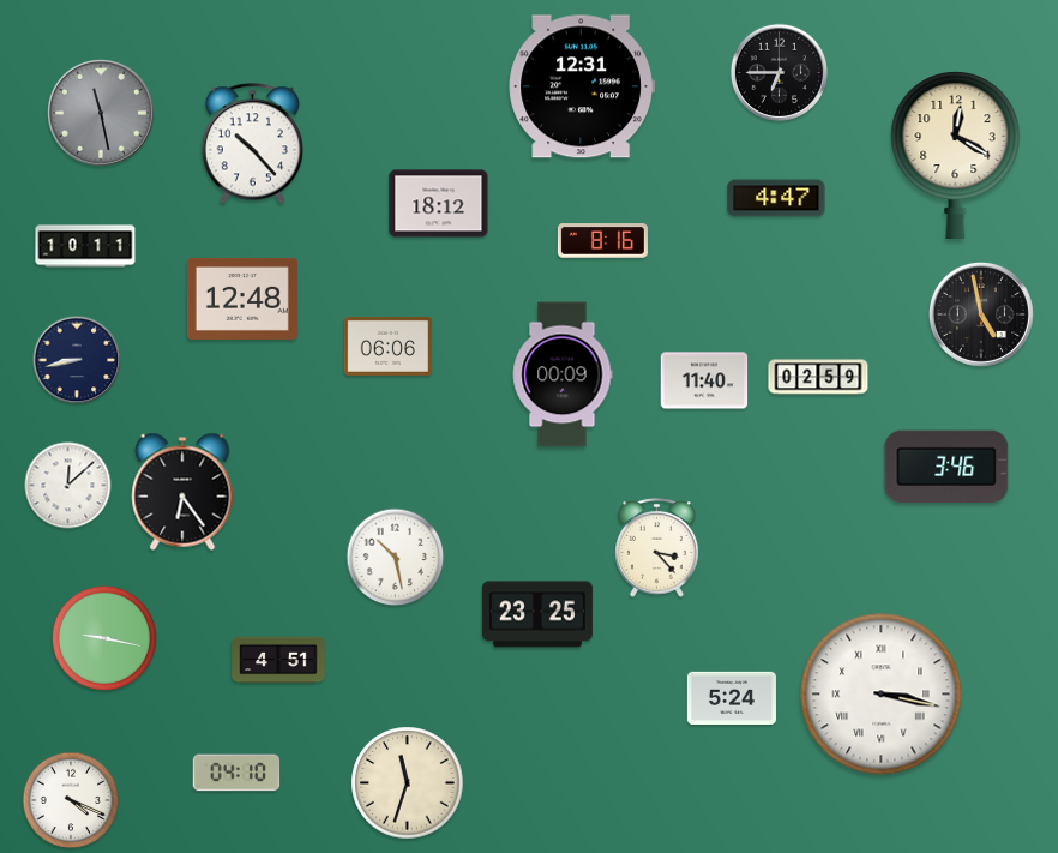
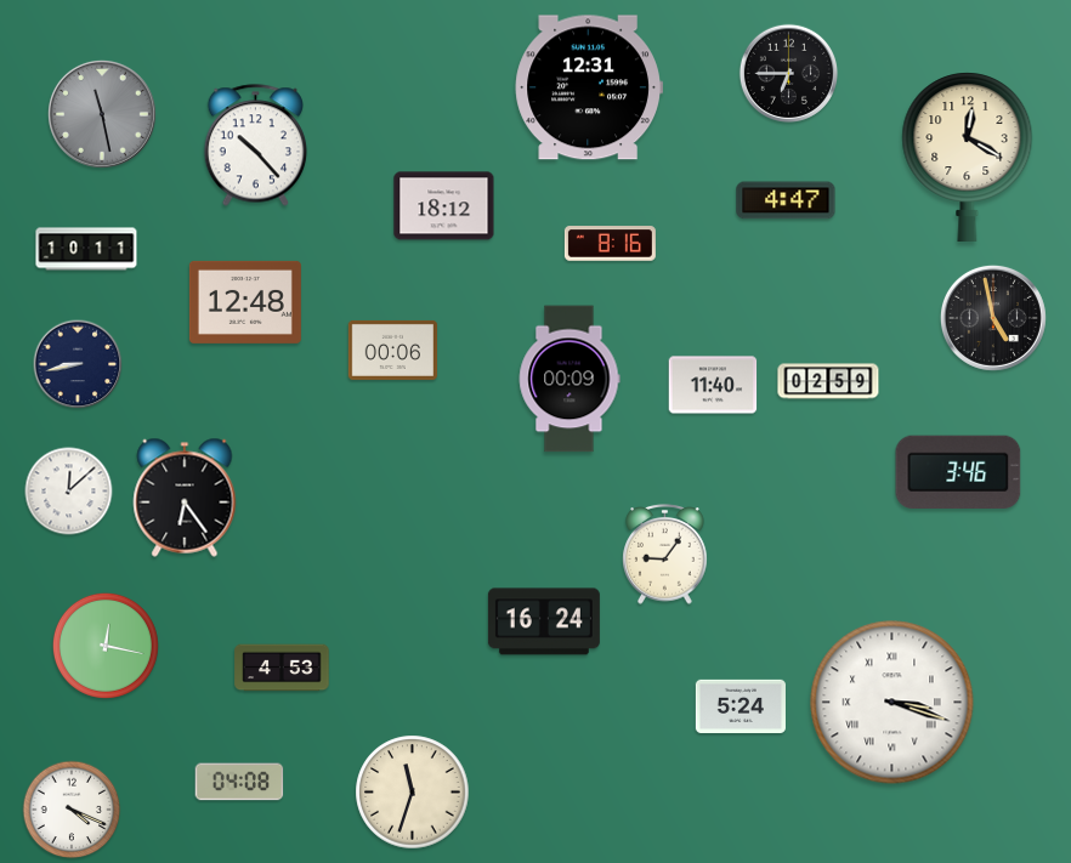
clock at (389, 346): 06:06 -> 00:06
clock at (657, 548): 3:23 -> 9:06
clock at (396, 558): 10:28 -> none
clock at (537, 614): 23:25 -> 16:24
clock at (104, 638): 9:17 -> 12:17
clock at (278, 660): 4:51 -> 4:53
clock at (882, 695): 3:17 -> 3:18
clock at (236, 773): 04:10 -> 04:08
